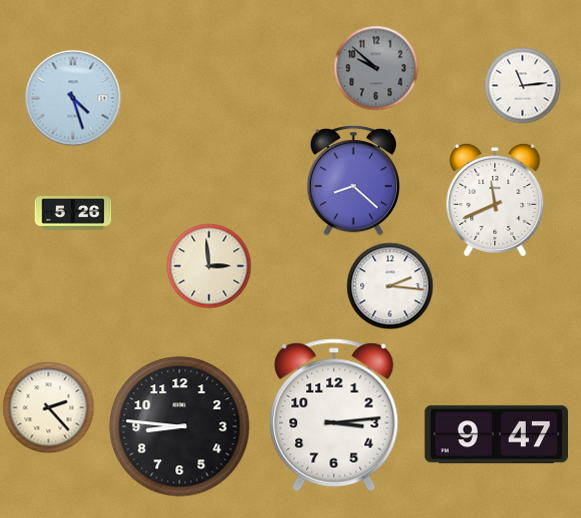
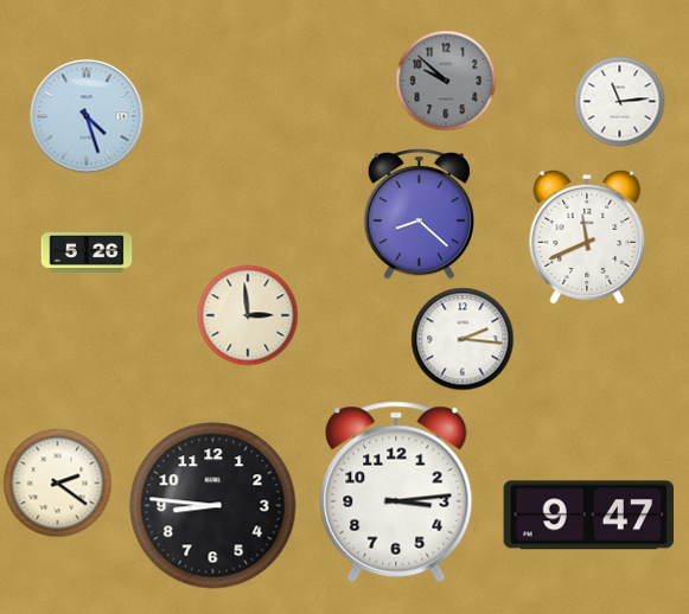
clock at (49, 408): 2:23 -> 2:21
